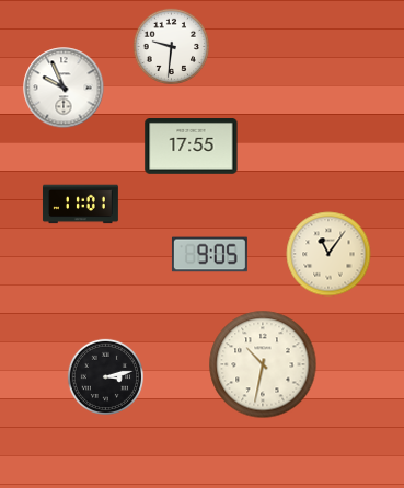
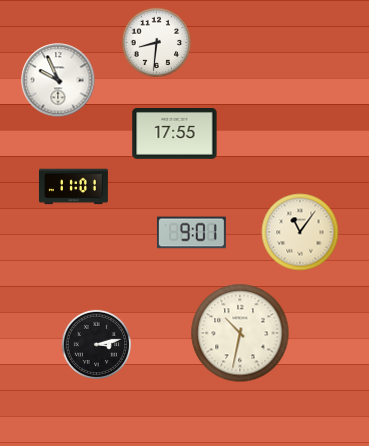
clock at (171, 46): 9:31 -> 8:31
clock at (209, 255): 9:05 -> 9:01
